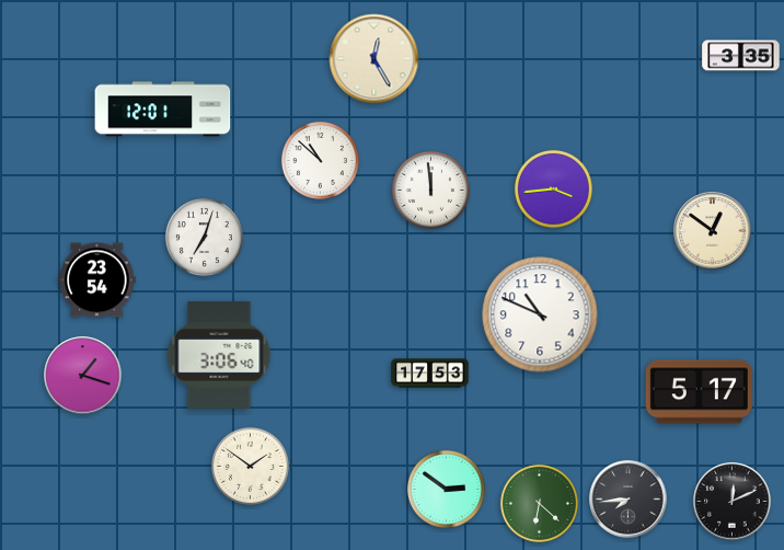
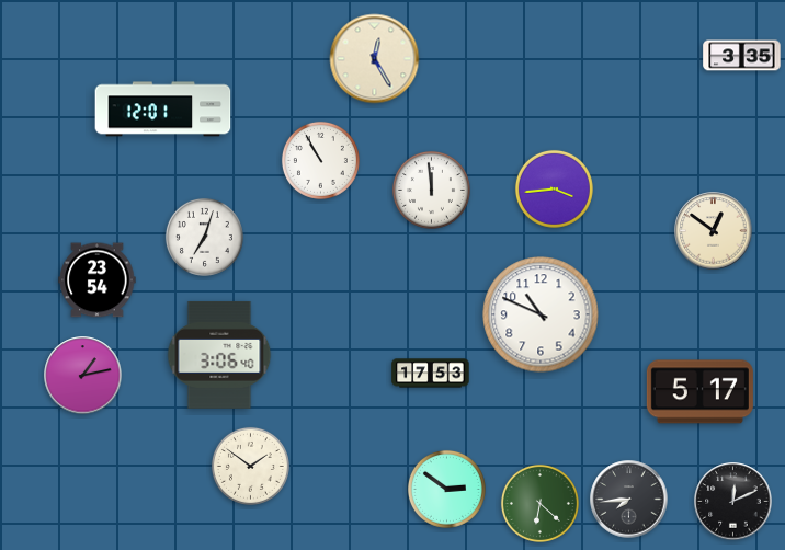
clock at (320, 160): 10:52 -> 10:55
clock at (83, 376): 1:18 -> 1:13
